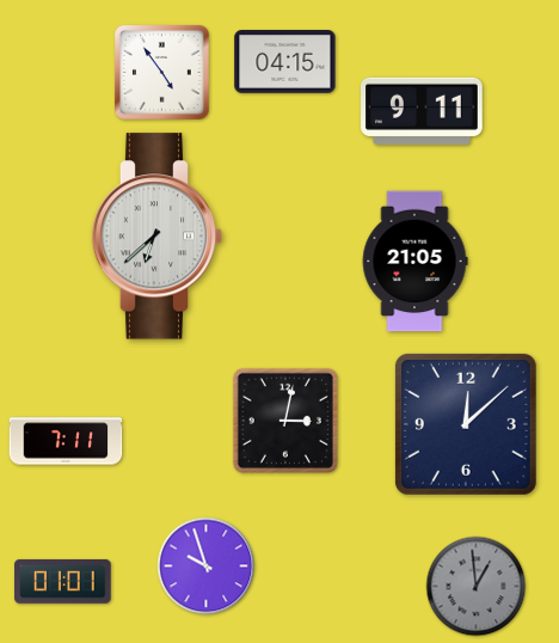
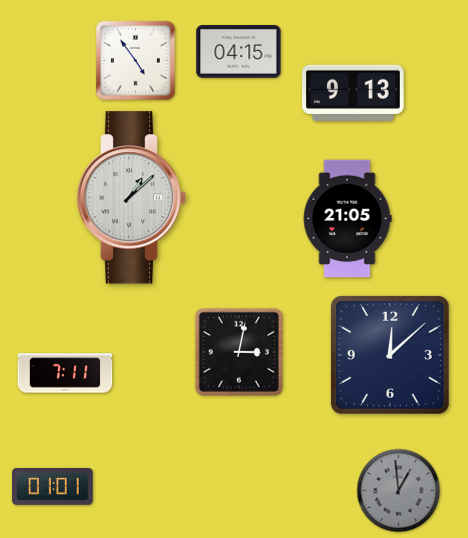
clock at (423, 111): 9:11 -> 9:13
clock at (158, 237): 6:38 -> 1:08
clock at (66, 441) position: (66, 441) -> (65, 373)
clock at (207, 567): 9:57 -> none
